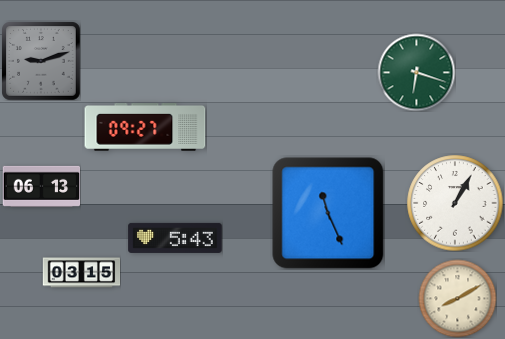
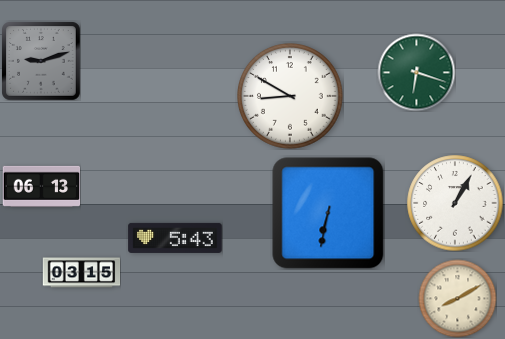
clock at (291, 97): none -> 8:50
clock at (145, 128): 09:27 -> none
clock at (328, 213): 11:26 -> 6:32
